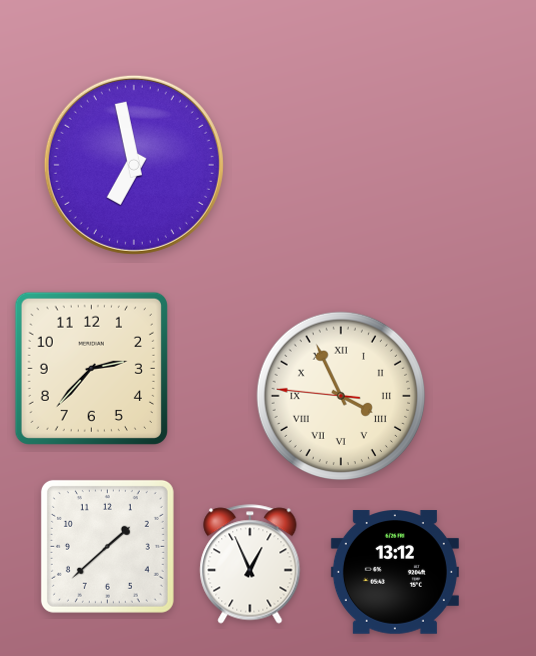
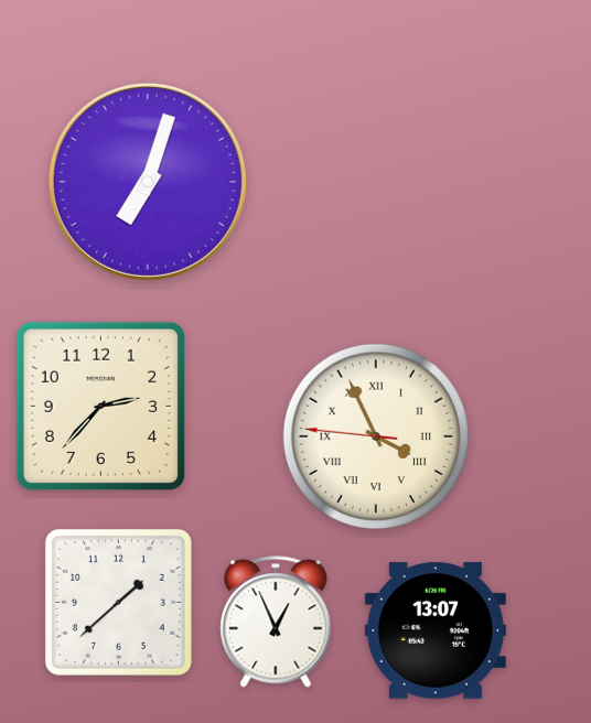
clock at (134, 165): 6:58 -> 7:03
clock at (395, 572): 13:12 -> 13:07
